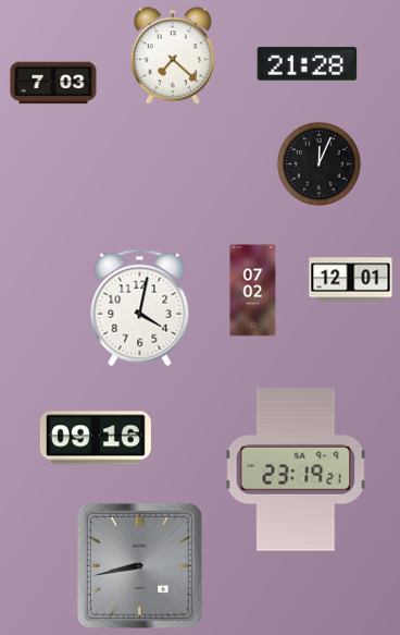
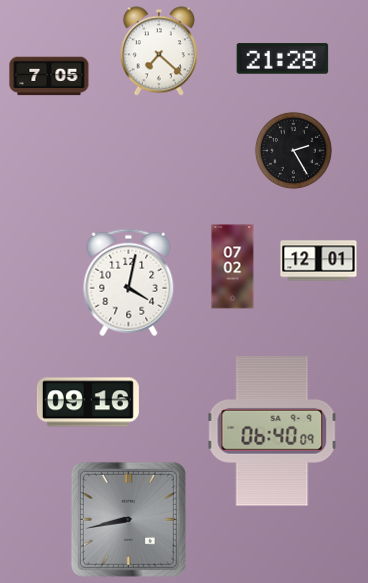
clock at (53, 83): 7:03 -> 7:05
clock at (318, 163): 12:04 -> 2:25
clock at (351, 280) position: (351, 280) -> (319, 261)
clock at (296, 469): 23:19 -> 06:40
